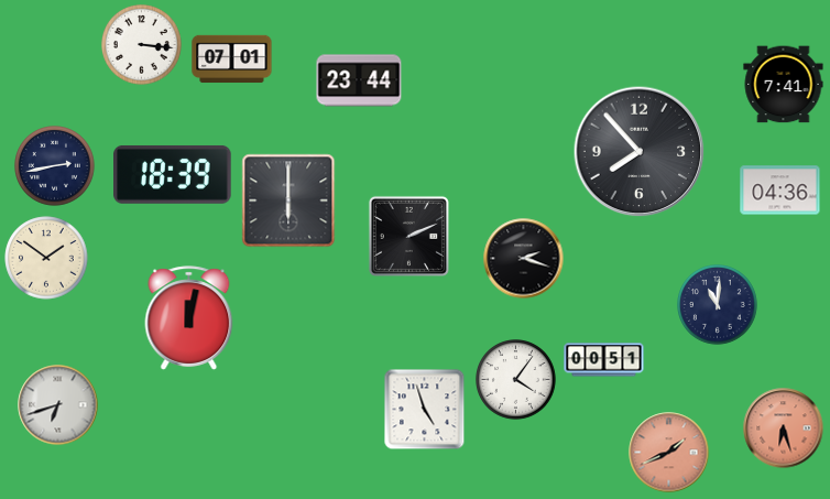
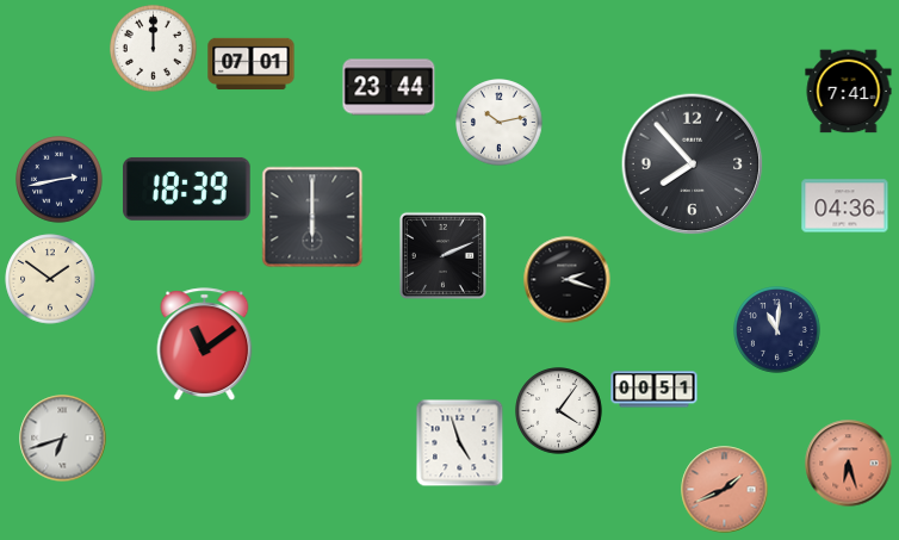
clock at (142, 45): 3:16 -> 12:00
clock at (500, 123): none -> 10:13
clock at (189, 318): 12:02 -> 11:09
